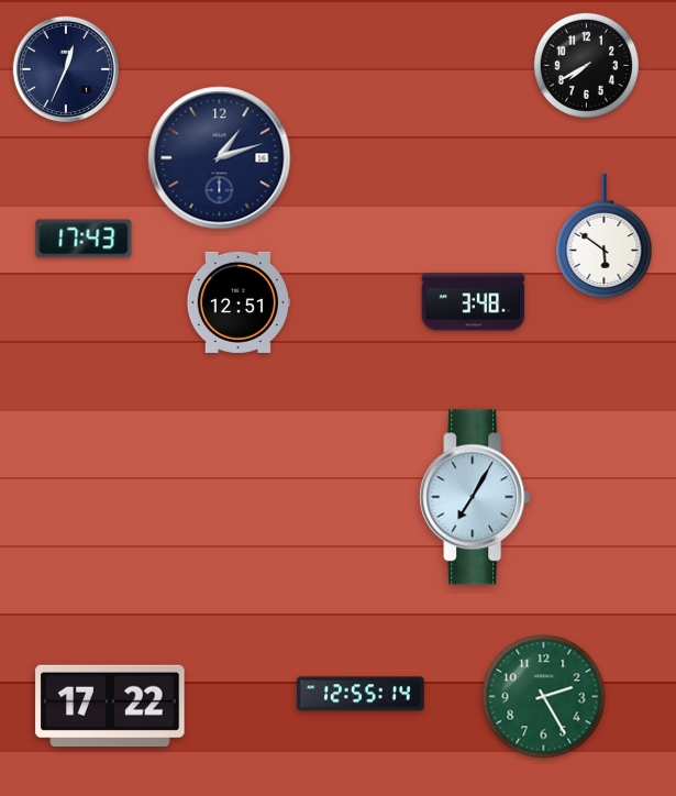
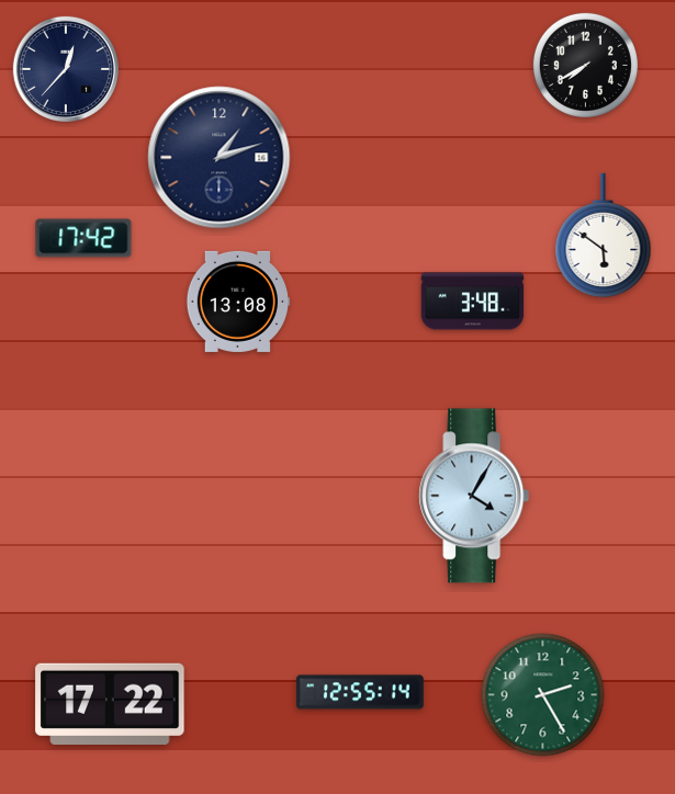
clock at (66, 69): 12:34 -> 12:37
clock at (84, 239): 17:43 -> 17:42
clock at (239, 302): 12:51 -> 13:08
clock at (475, 497): 7:05 -> 4:05
